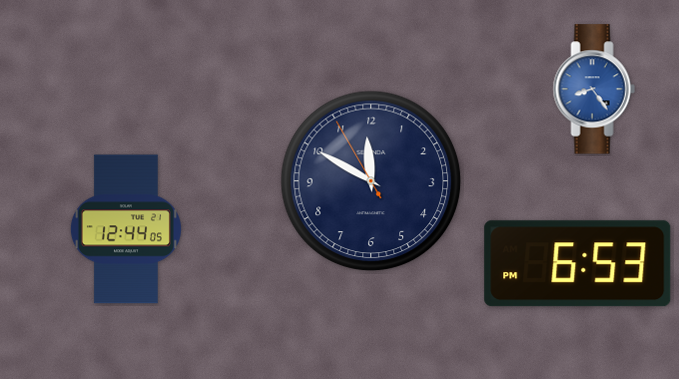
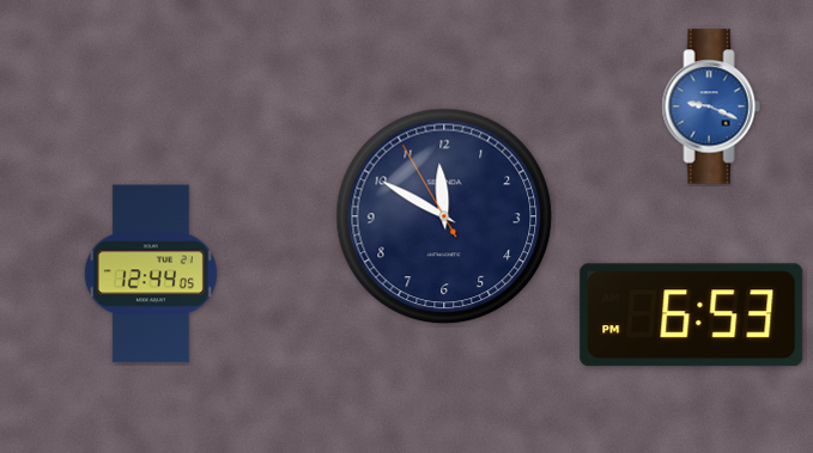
clock at (594, 89): 8:24 -> 9:19
